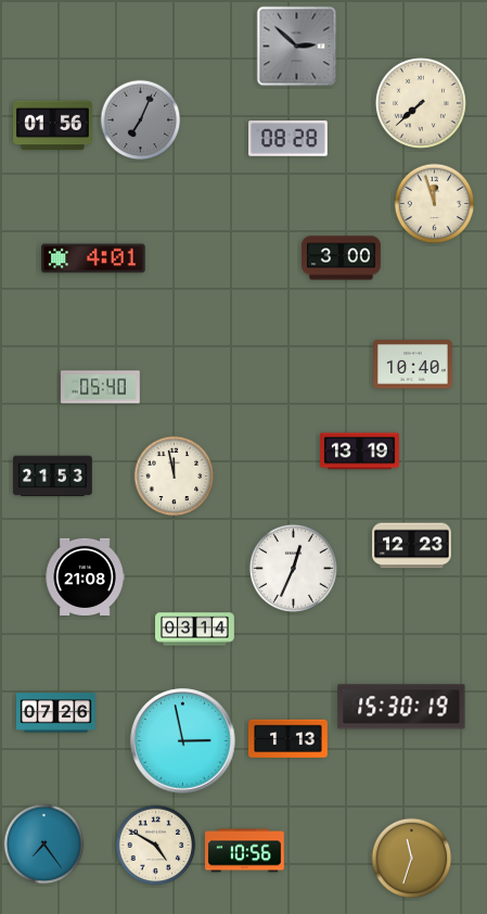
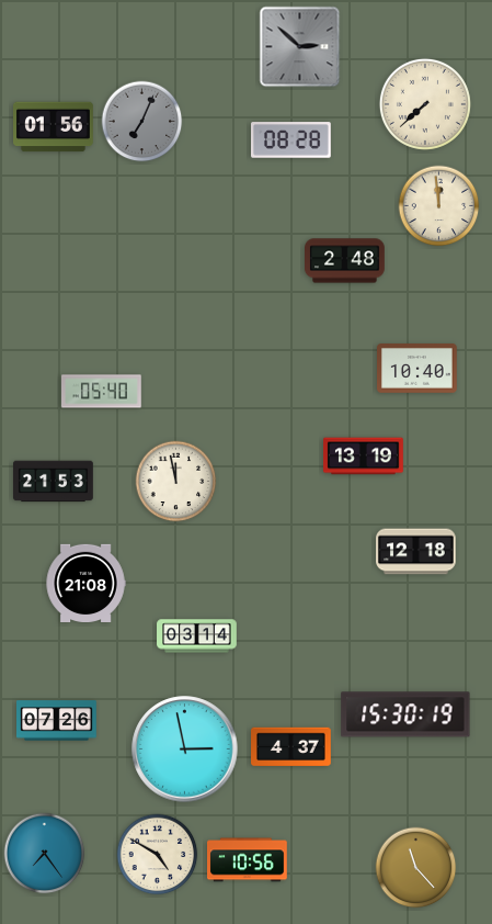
clock at (435, 204): 11:57 -> 11:59
clock at (93, 258): 4:01 -> none
clock at (342, 258): 3:00 -> 2:48
clock at (412, 546): 12:23 -> 12:18
clock at (293, 568): 12:34 -> none
clock at (289, 739): 1:13 -> 4:37
clock at (412, 859): 11:33 -> 11:23
